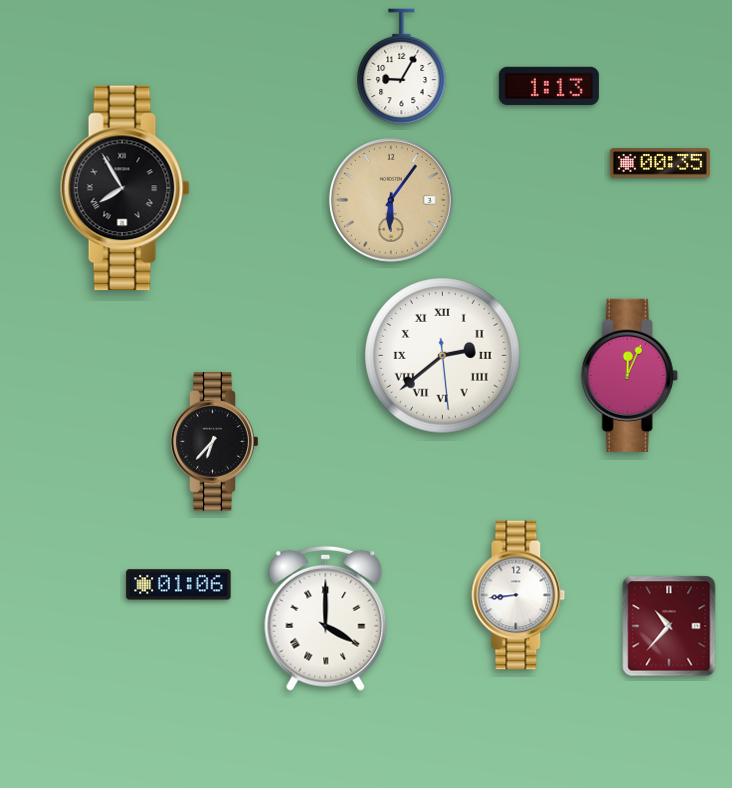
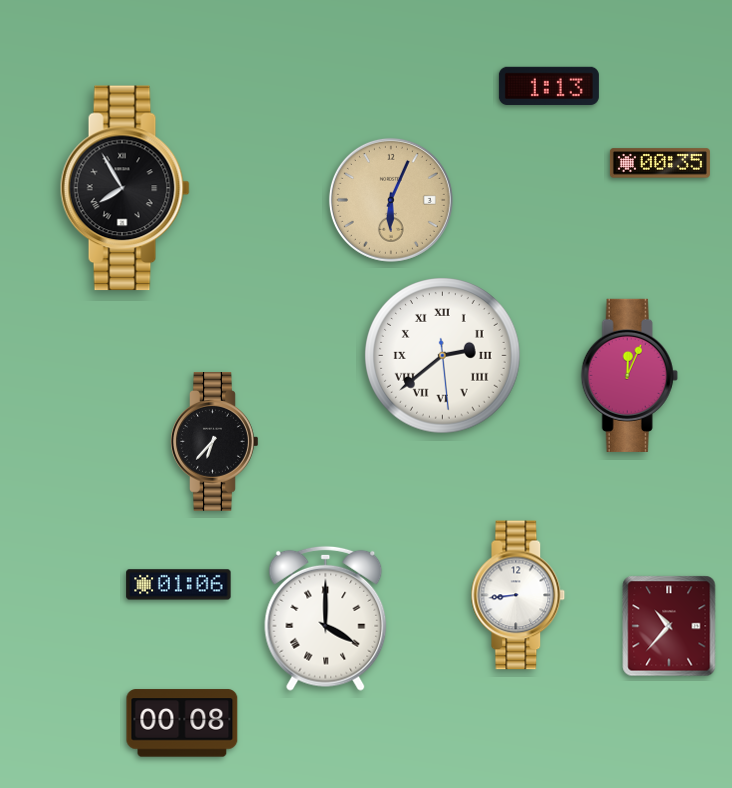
clock at (402, 67): 9:05 -> none
clock at (391, 200): 6:06 -> 6:04
clock at (182, 723): none -> 00:08
